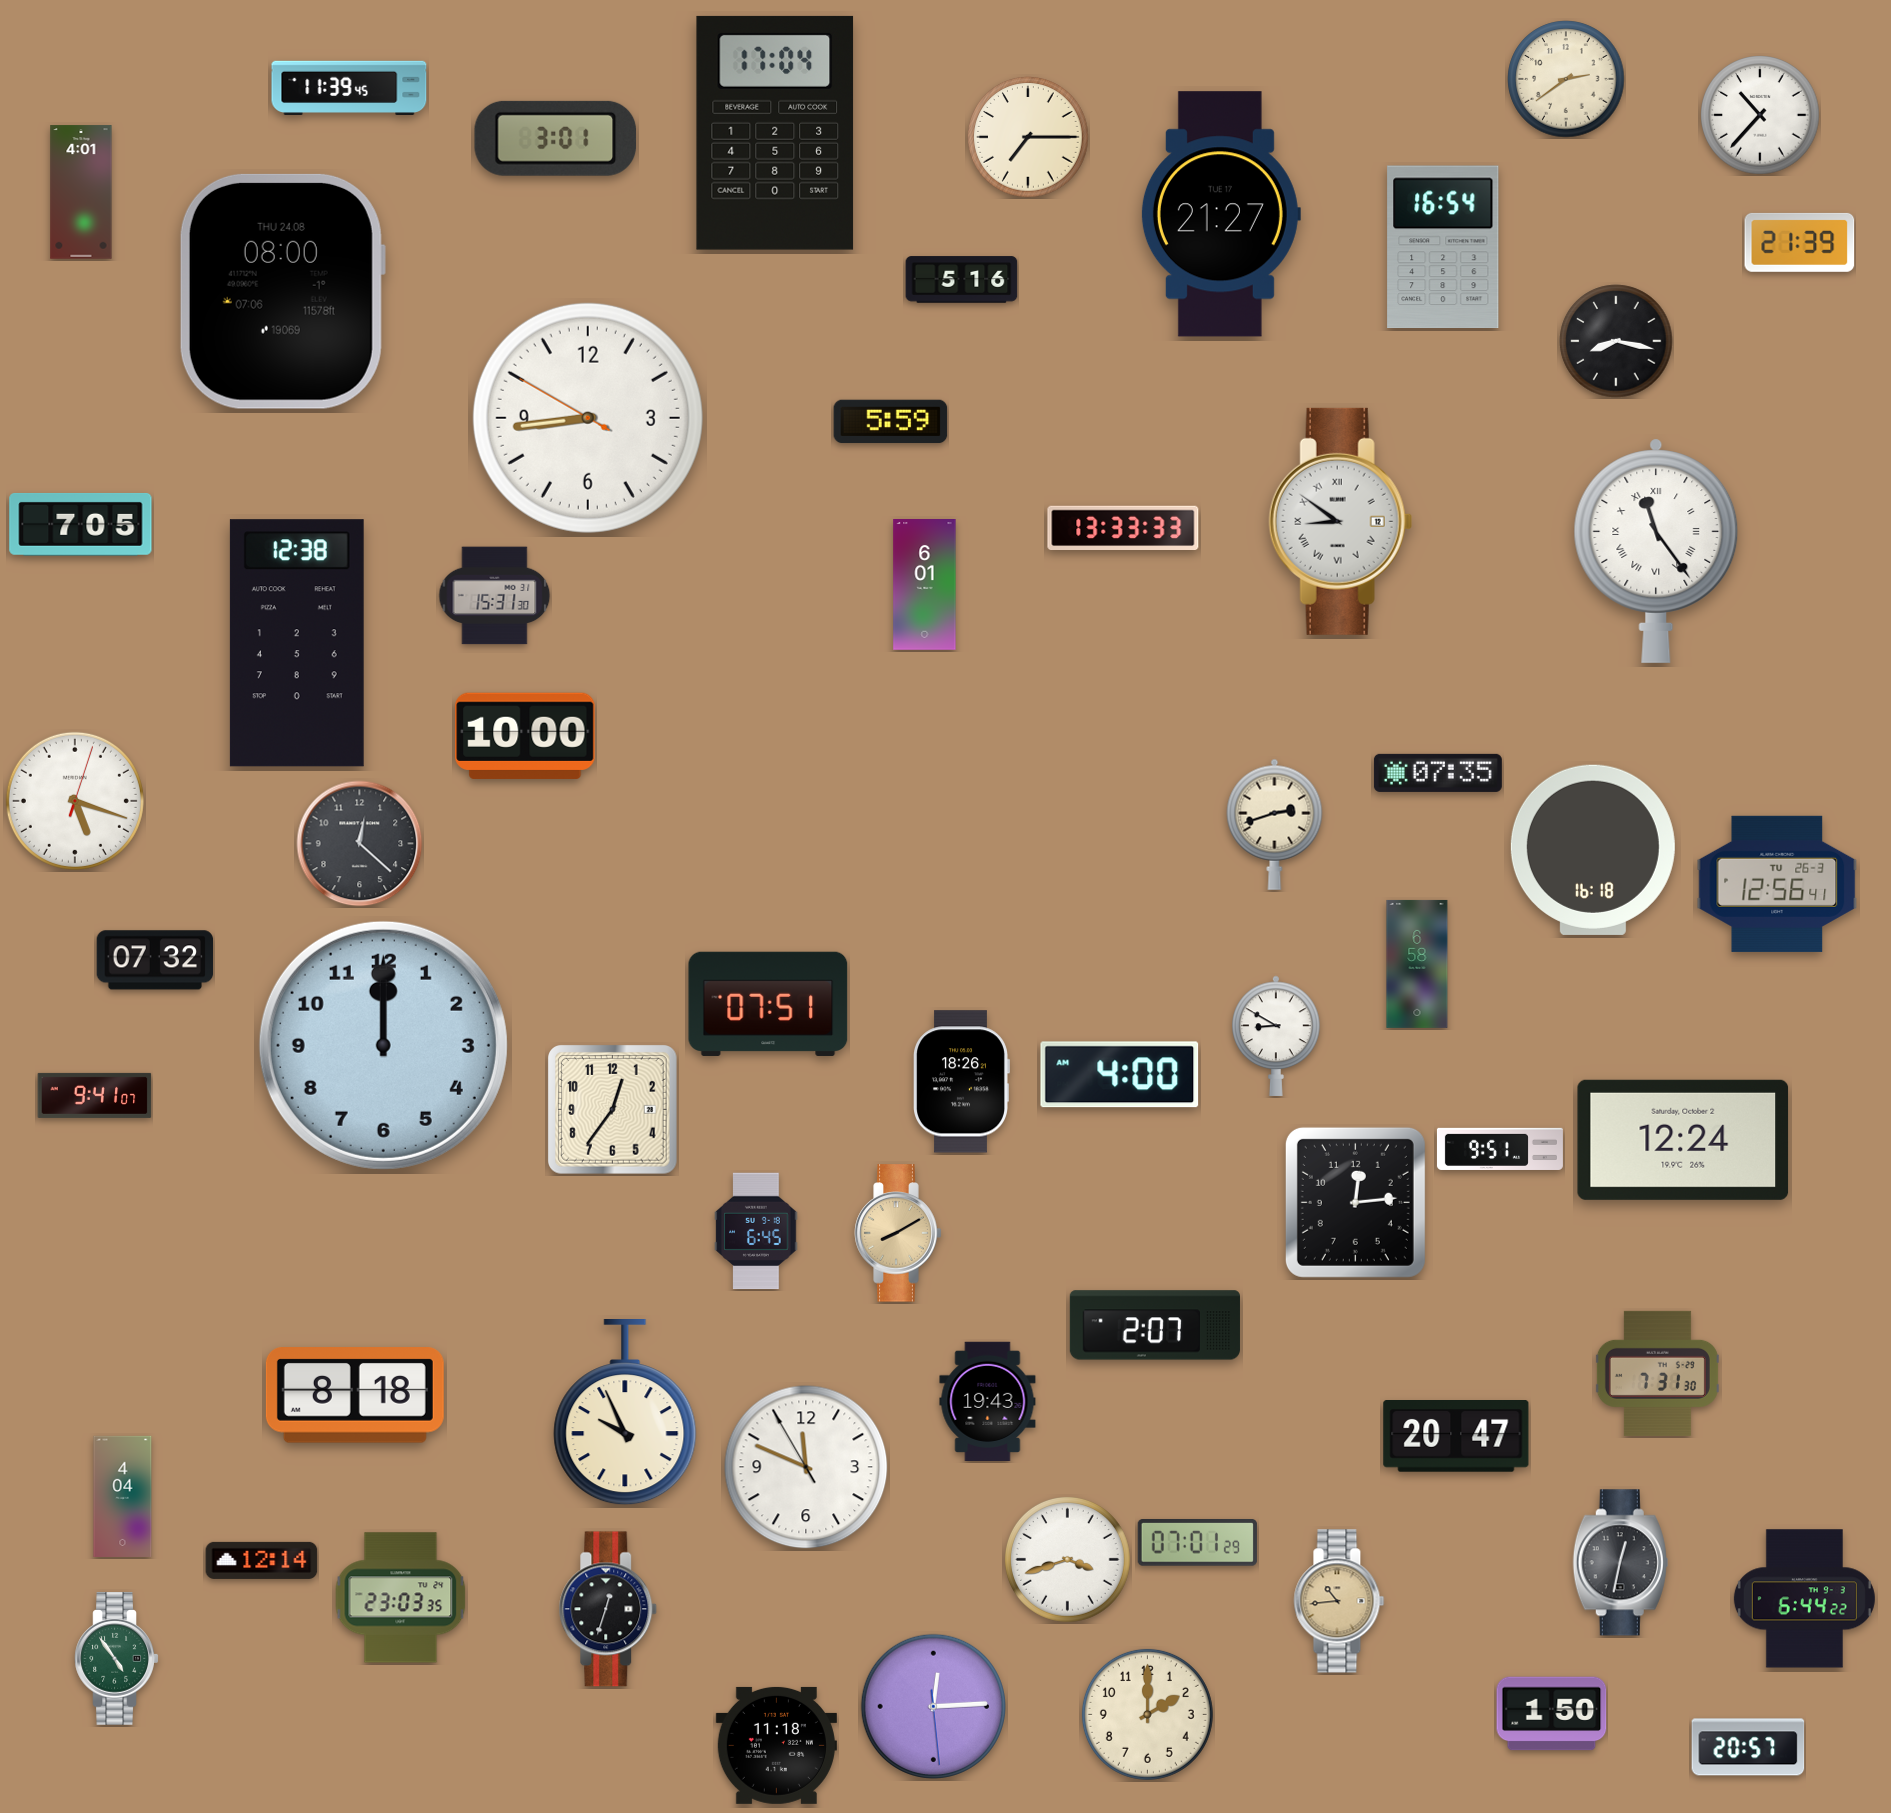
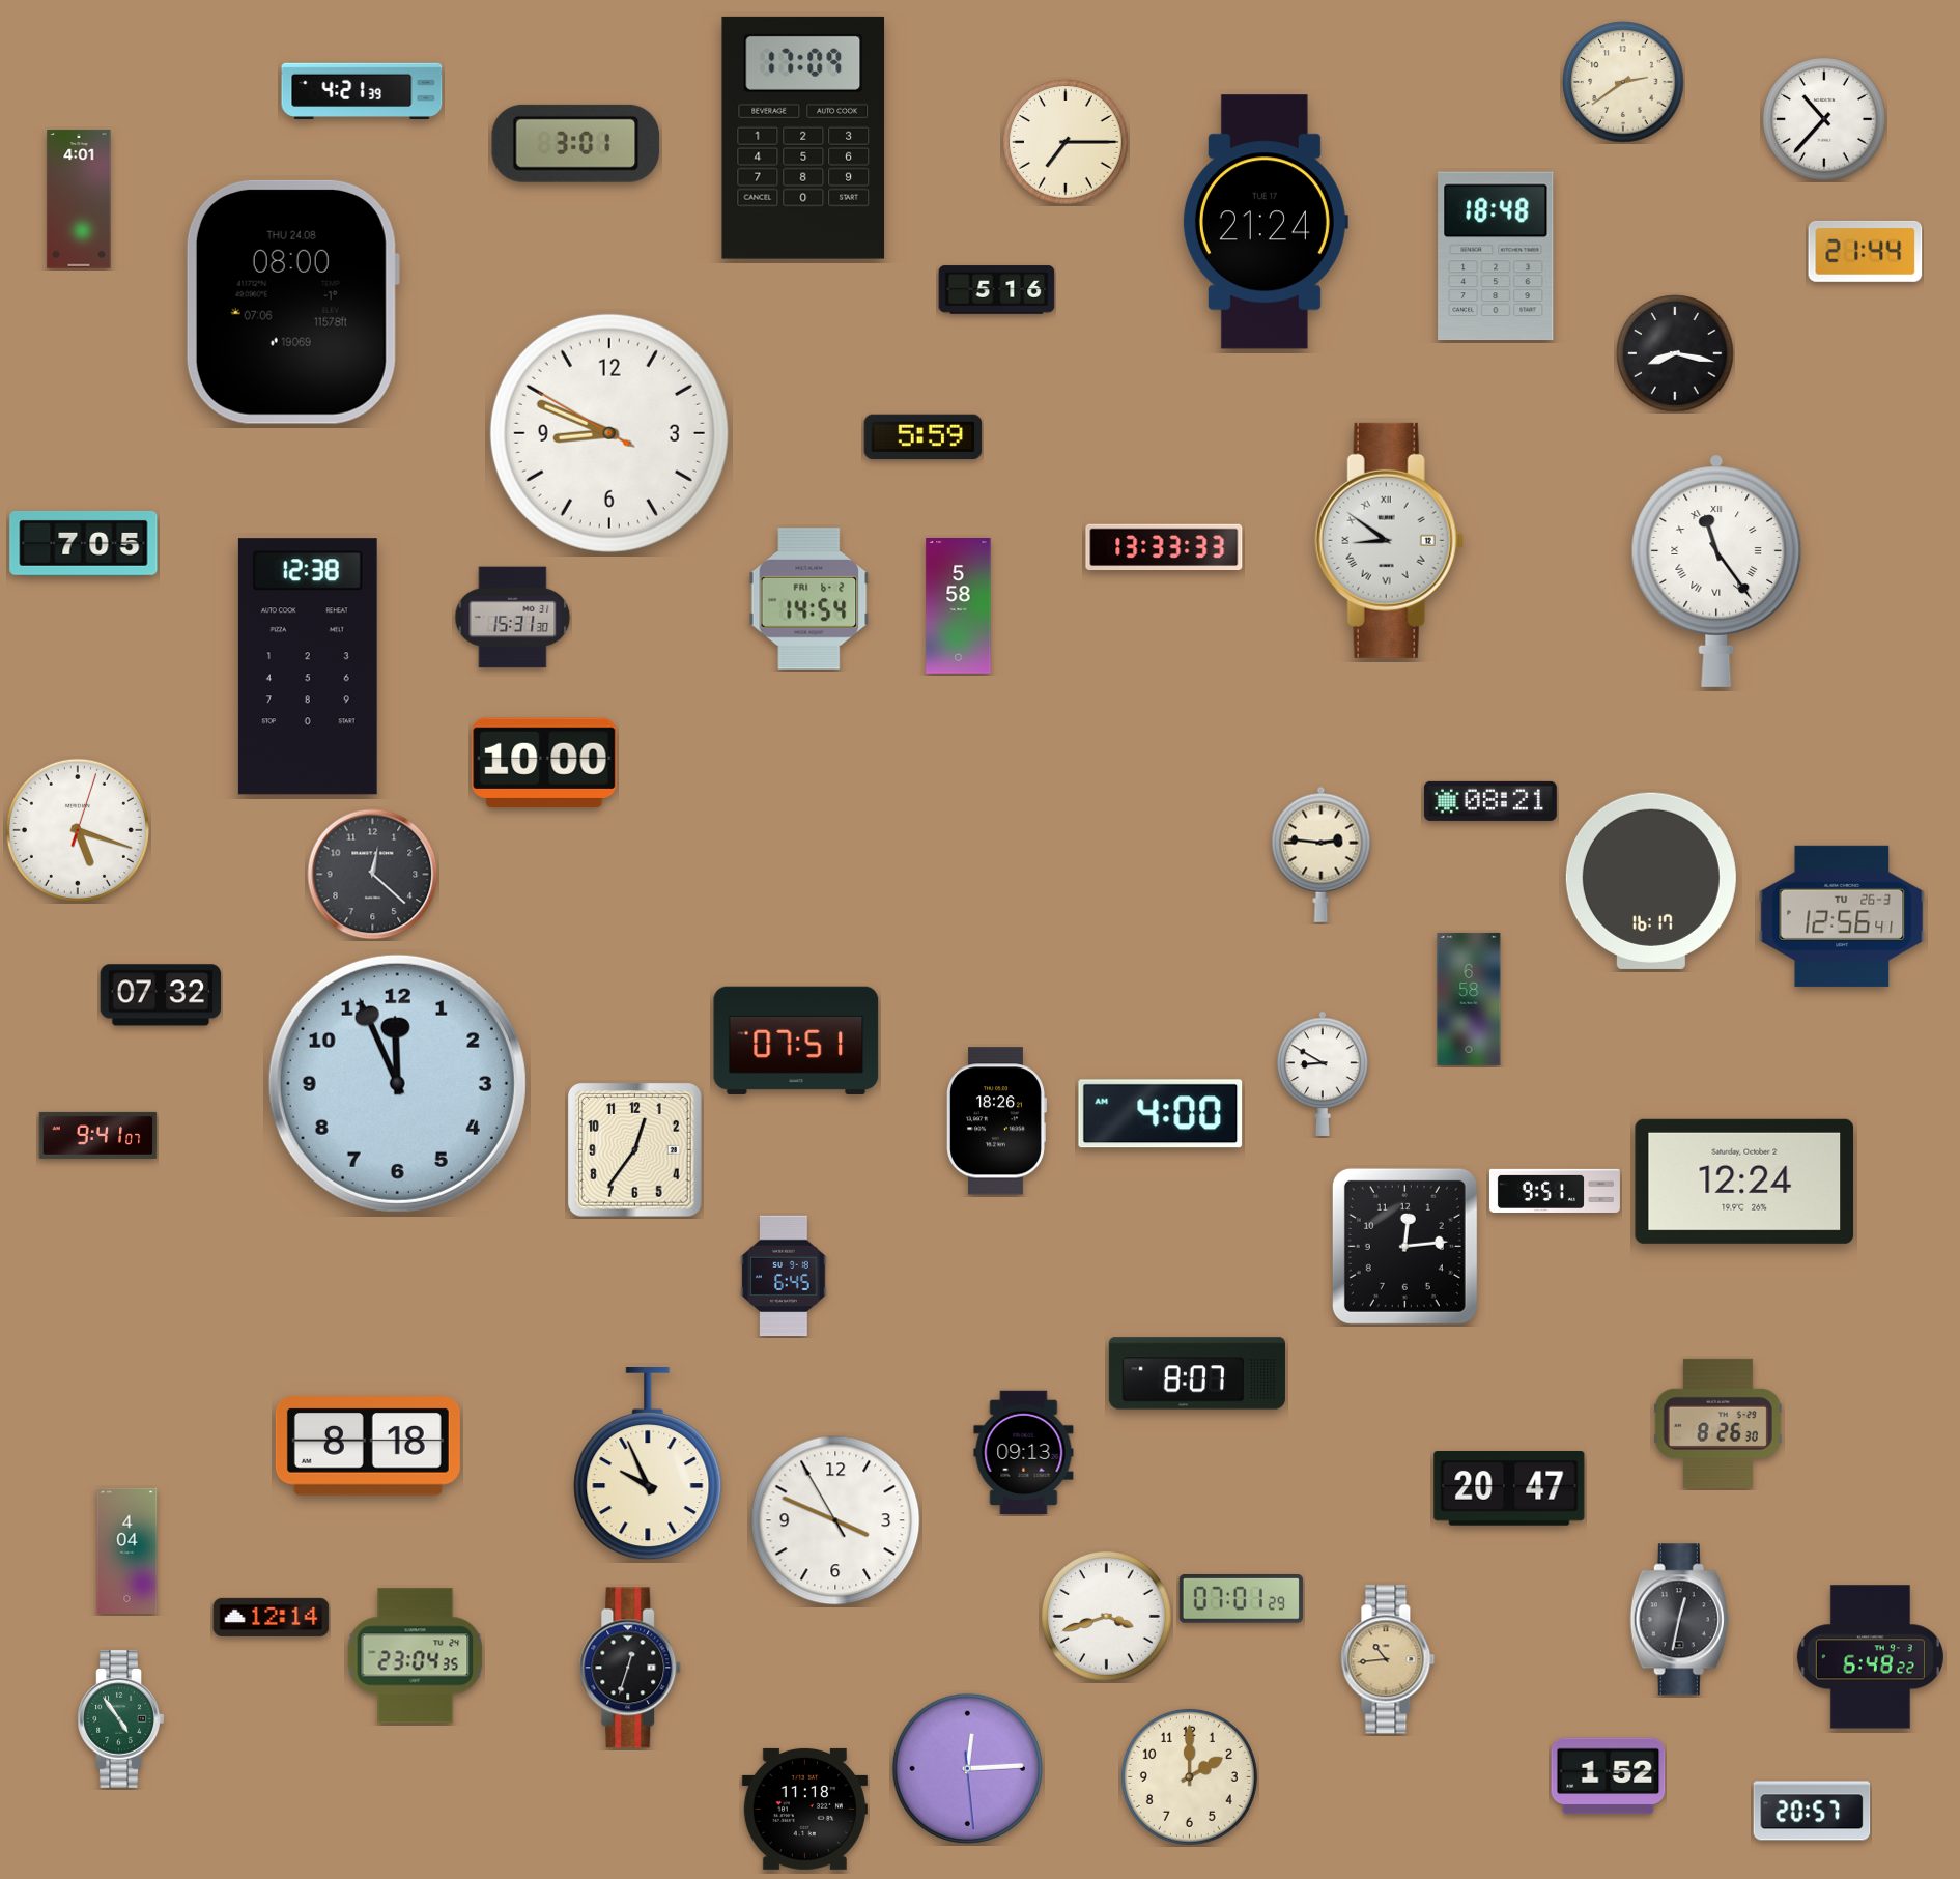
clock at (349, 87): 11:39 -> 4:21
clock at (775, 133): 17:04 -> 17:09
clock at (81, 192) position: (81, 192) -> (79, 199)
clock at (1220, 214): 21:27 -> 21:24
clock at (1800, 242): 21:39 -> 21:44
clock at (1443, 246): 16:54 -> 18:48
clock at (588, 418): 8:43 -> 8:48
clock at (809, 599): none -> 14:54
clock at (925, 585): 6:01 -> 5:58
clock at (1438, 773): 07:35 -> 08:21
clock at (1275, 824): 2:42 -> 2:46
clock at (1593, 850): 16:18 -> 16:17
clock at (383, 1045): 12:00 -> 11:56
clock at (898, 1233): 8:10 -> none
clock at (1155, 1325): 2:07 -> 8:07
clock at (1657, 1373): 7:31 -> 8:26
clock at (988, 1401): 19:43 -> 09:13
clock at (806, 1467): 11:48 -> 3:48
clock at (401, 1598): 23:03 -> 23:04
clock at (1804, 1599): 6:44 -> 6:48
clock at (1552, 1714): 1:50 -> 1:52
